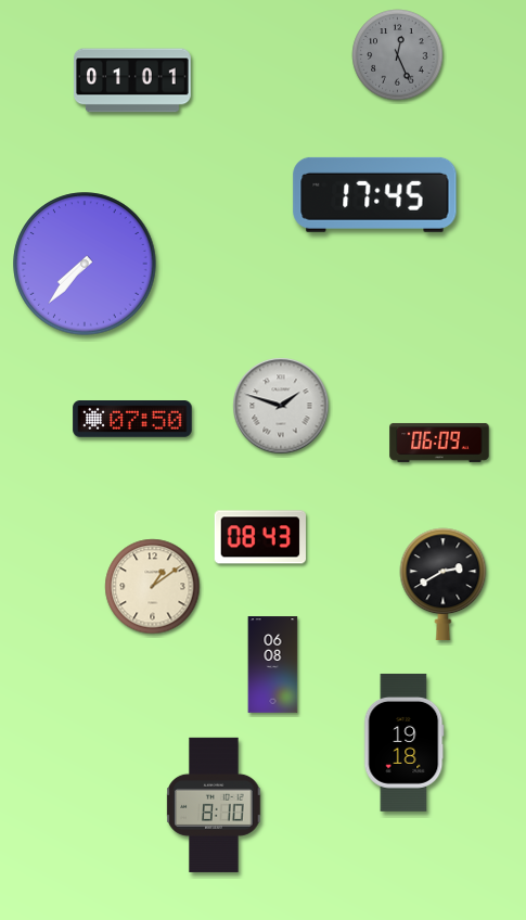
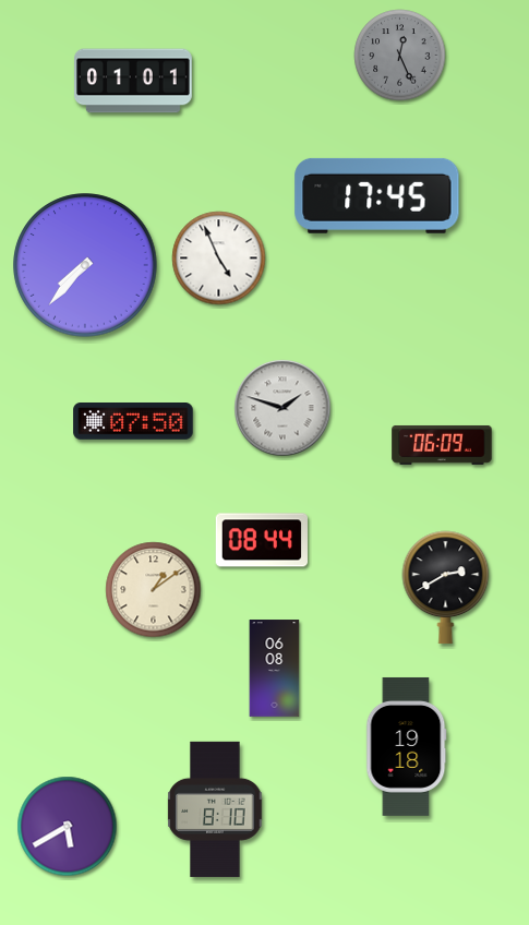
clock at (219, 259): none -> 4:56
clock at (259, 537): 08:43 -> 08:44
clock at (68, 827): none -> 5:40
